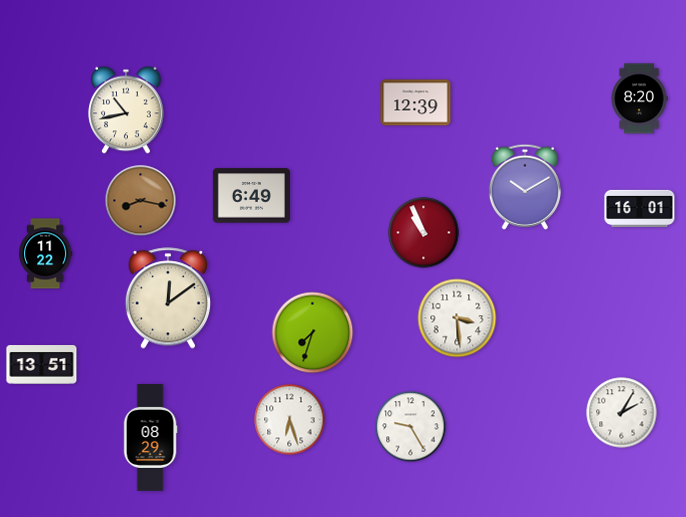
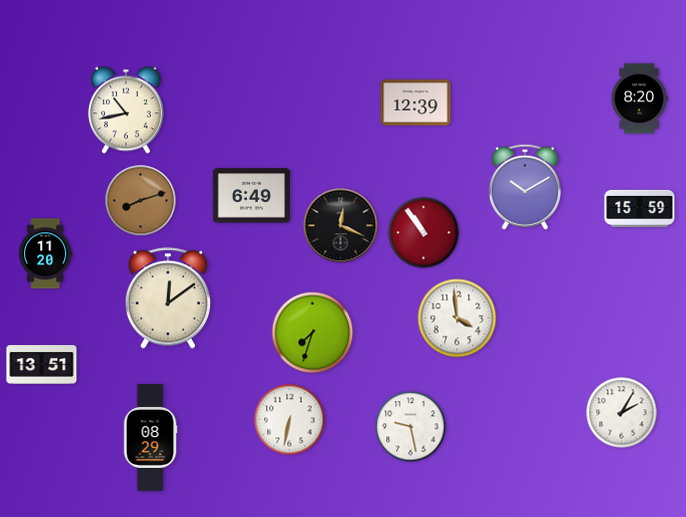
clock at (141, 201): 8:17 -> 8:12
clock at (640, 208): 16:01 -> 15:59
clock at (341, 226): none -> 12:19
clock at (424, 233): 10:56 -> 10:54
clock at (46, 254): 11:22 -> 11:20
clock at (457, 318): 3:29 -> 3:59
clock at (290, 420): 6:27 -> 6:32
clock at (411, 427): 9:25 -> 9:28
